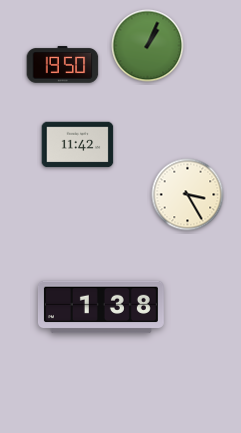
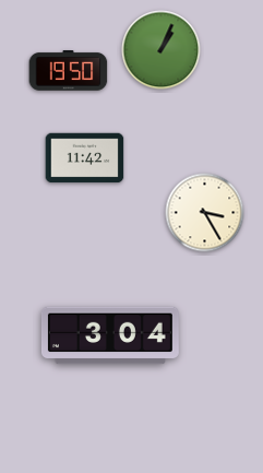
clock at (101, 307): 1:38 -> 3:04
